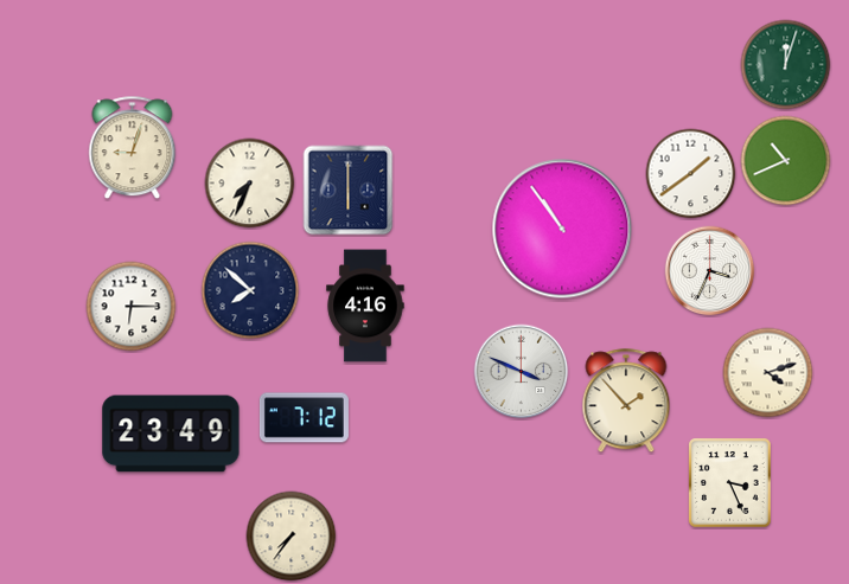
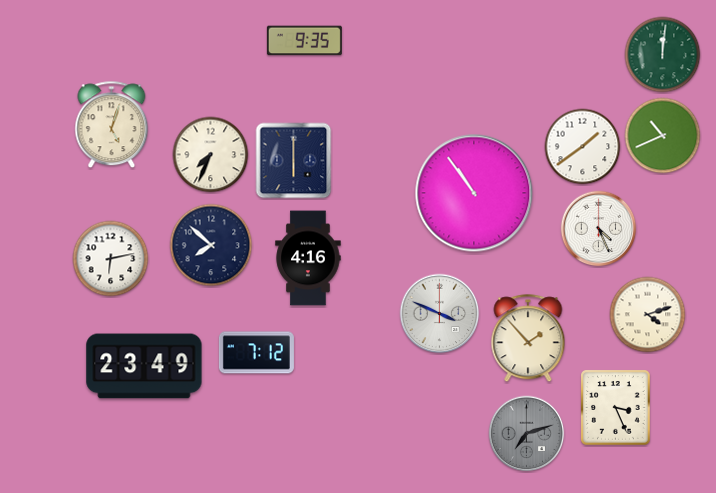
clock at (304, 41): none -> 9:35
clock at (786, 65): 12:03 -> 12:01
clock at (133, 148): 9:03 -> 5:03
clock at (710, 271): 3:34 -> 4:26
clock at (132, 307): 6:15 -> 6:13
clock at (527, 434): none -> 7:12
clock at (292, 537): 7:36 -> none
